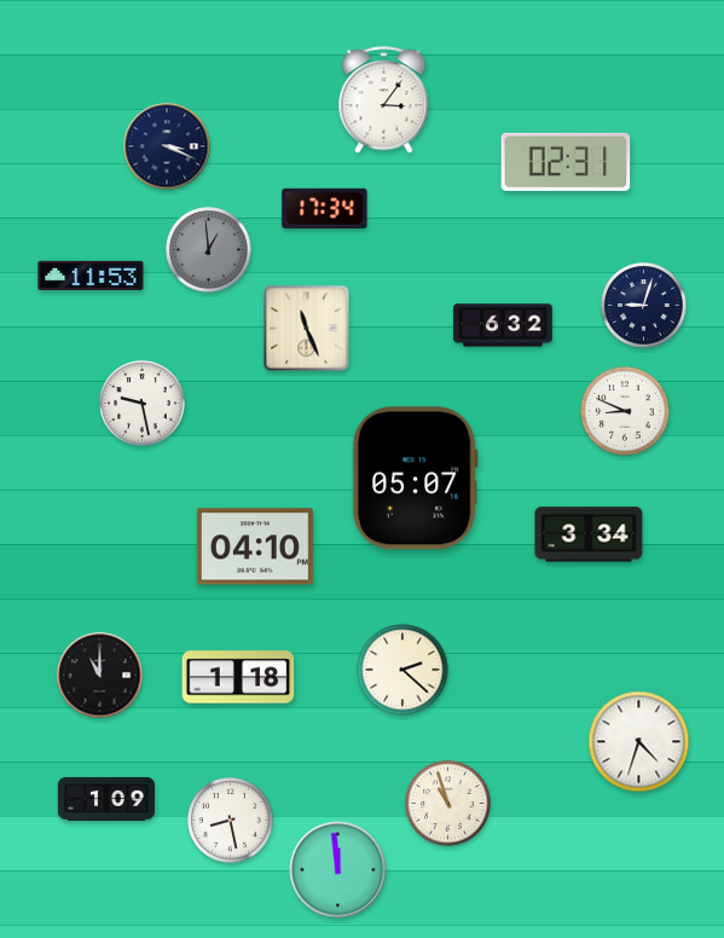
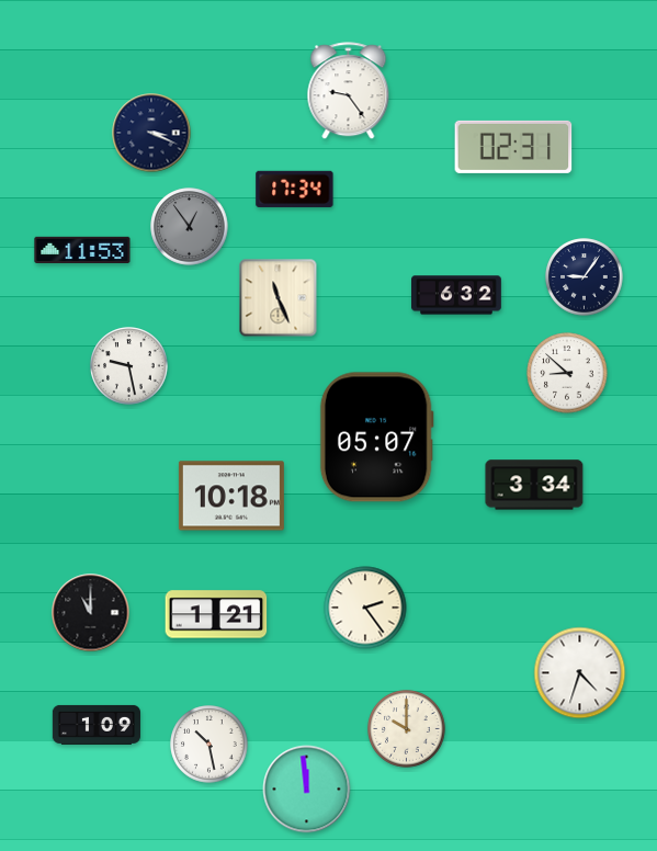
clock at (384, 100): 3:06 -> 9:24
clock at (209, 250): 12:59 -> 12:54
clock at (644, 306): 9:03 -> 9:06
clock at (625, 411): 8:49 -> 8:52
clock at (415, 479) position: (415, 479) -> (376, 438)
clock at (255, 546): 04:10 -> 10:18
clock at (402, 670): 2:22 -> 2:24
clock at (238, 677): 1:18 -> 1:21
clock at (448, 804): 10:57 -> 10:00
clock at (231, 821): 8:28 -> 10:28
